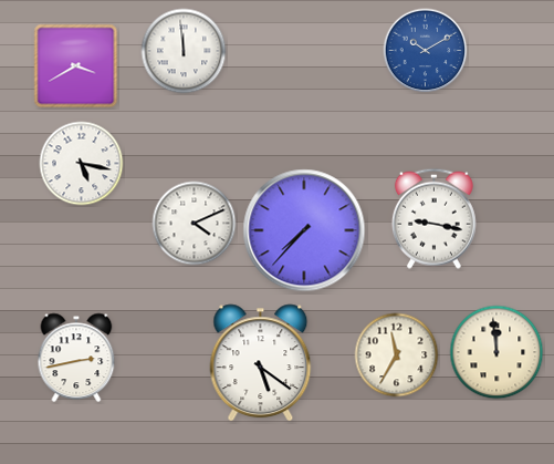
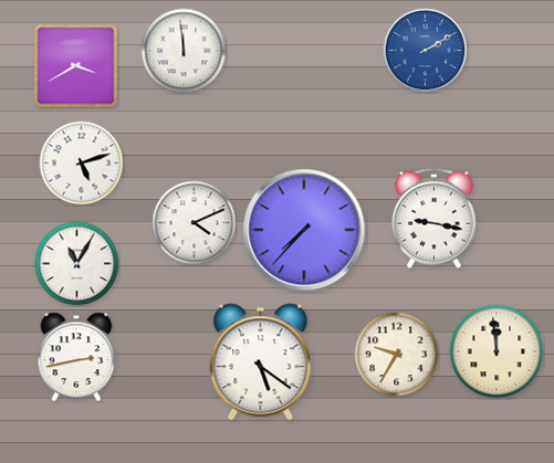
clock at (426, 51): 10:10 -> 2:10
clock at (82, 164): 5:17 -> 5:12
clock at (77, 264): none -> 11:05
clock at (397, 355): 11:35 -> 9:35
